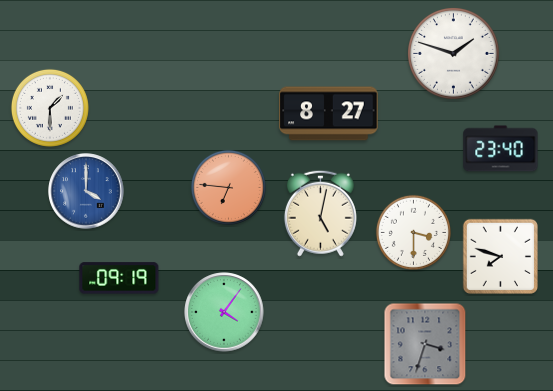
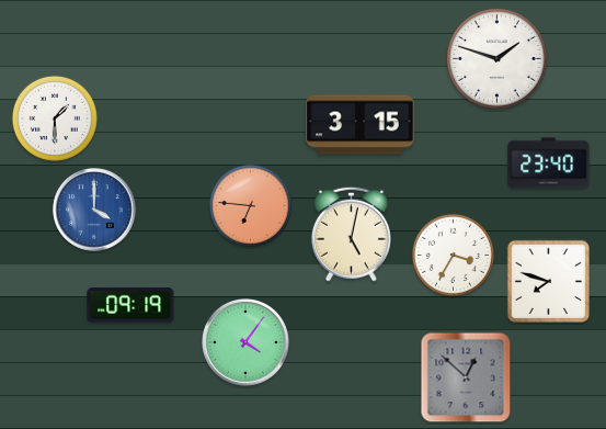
clock at (329, 114): 8:27 -> 3:15
clock at (413, 232): 3:30 -> 3:35
clock at (425, 344): 3:33 -> 12:52
